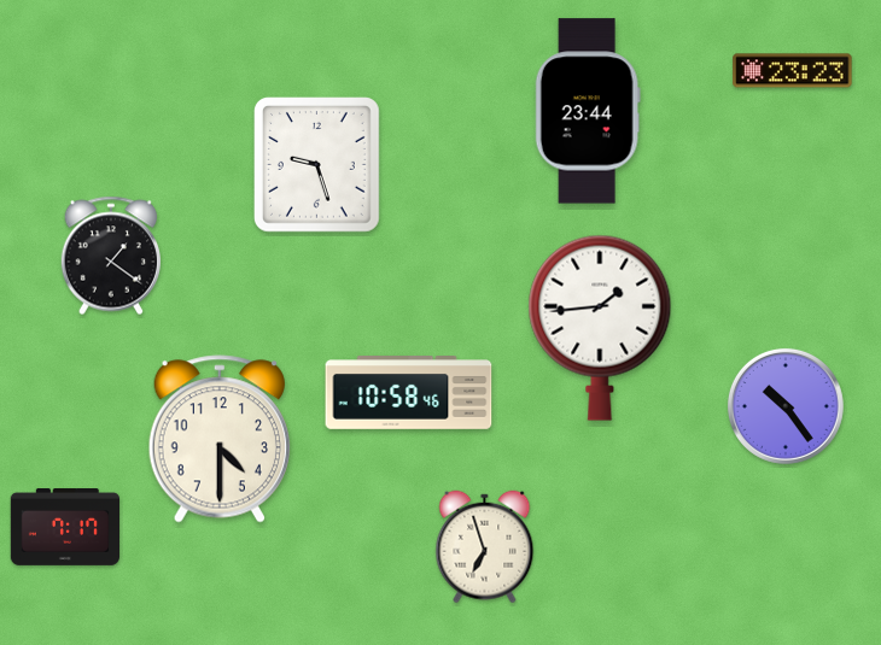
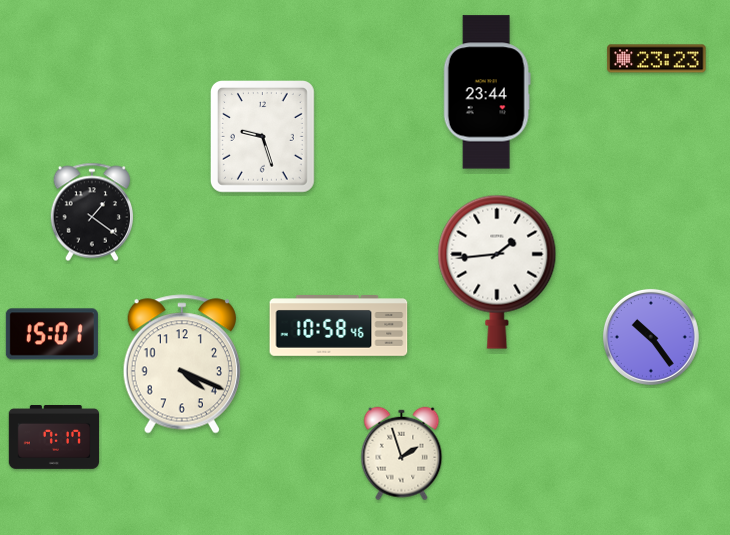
clock at (52, 334): none -> 15:01
clock at (218, 439): 4:30 -> 4:19
clock at (485, 547): 6:57 -> 1:57
